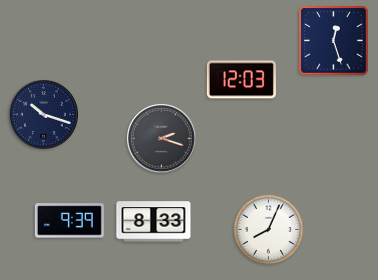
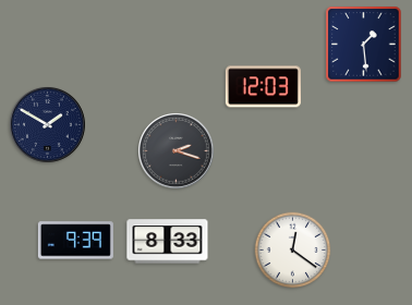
clock at (334, 41): 12:27 -> 1:29
clock at (44, 115): 10:18 -> 1:50
clock at (269, 230): 8:04 -> 12:21
